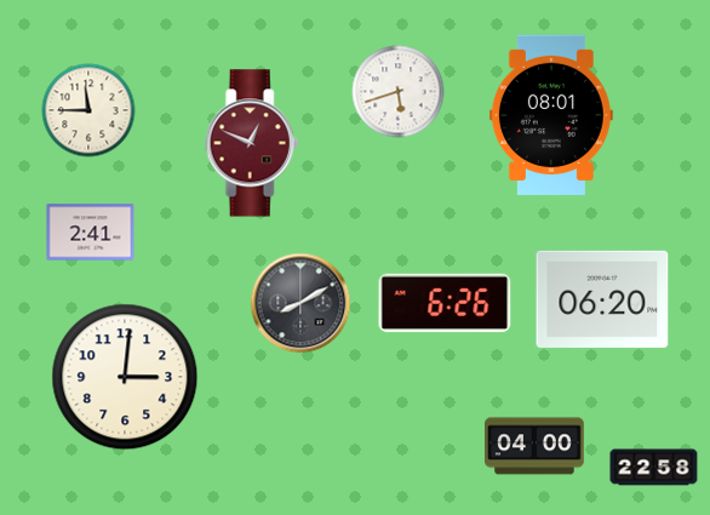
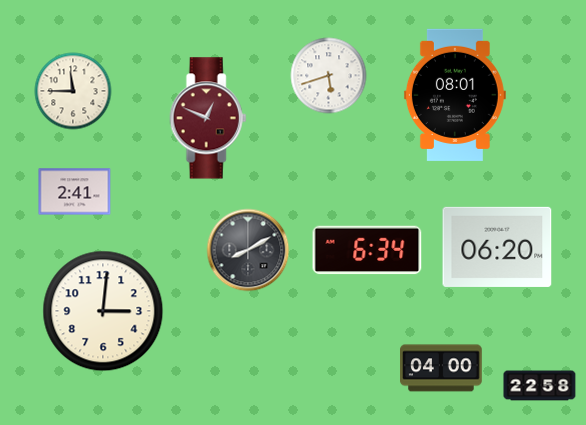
clock at (445, 303): 6:26 -> 6:34
